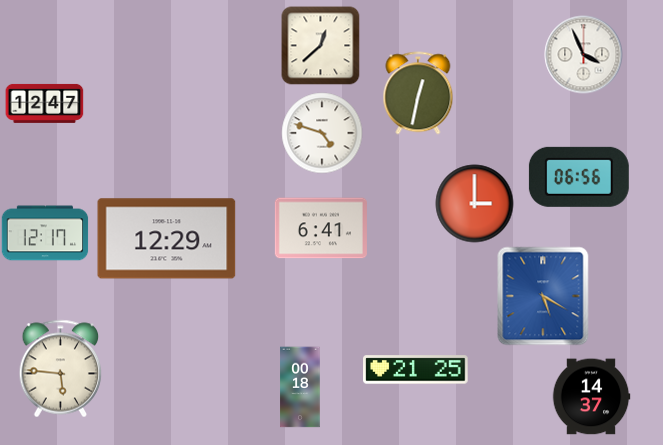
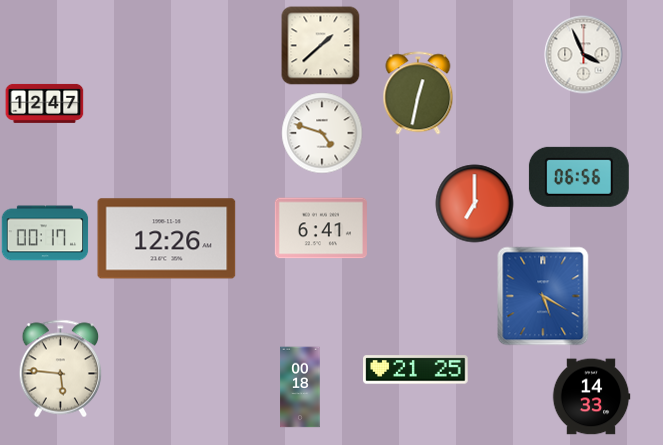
clock at (320, 45): 12:38 -> 1:38
clock at (474, 203): 3:00 -> 7:00
clock at (45, 233): 12:17 -> 00:17
clock at (167, 239): 12:29 -> 12:26
clock at (591, 397): 14:37 -> 14:33
